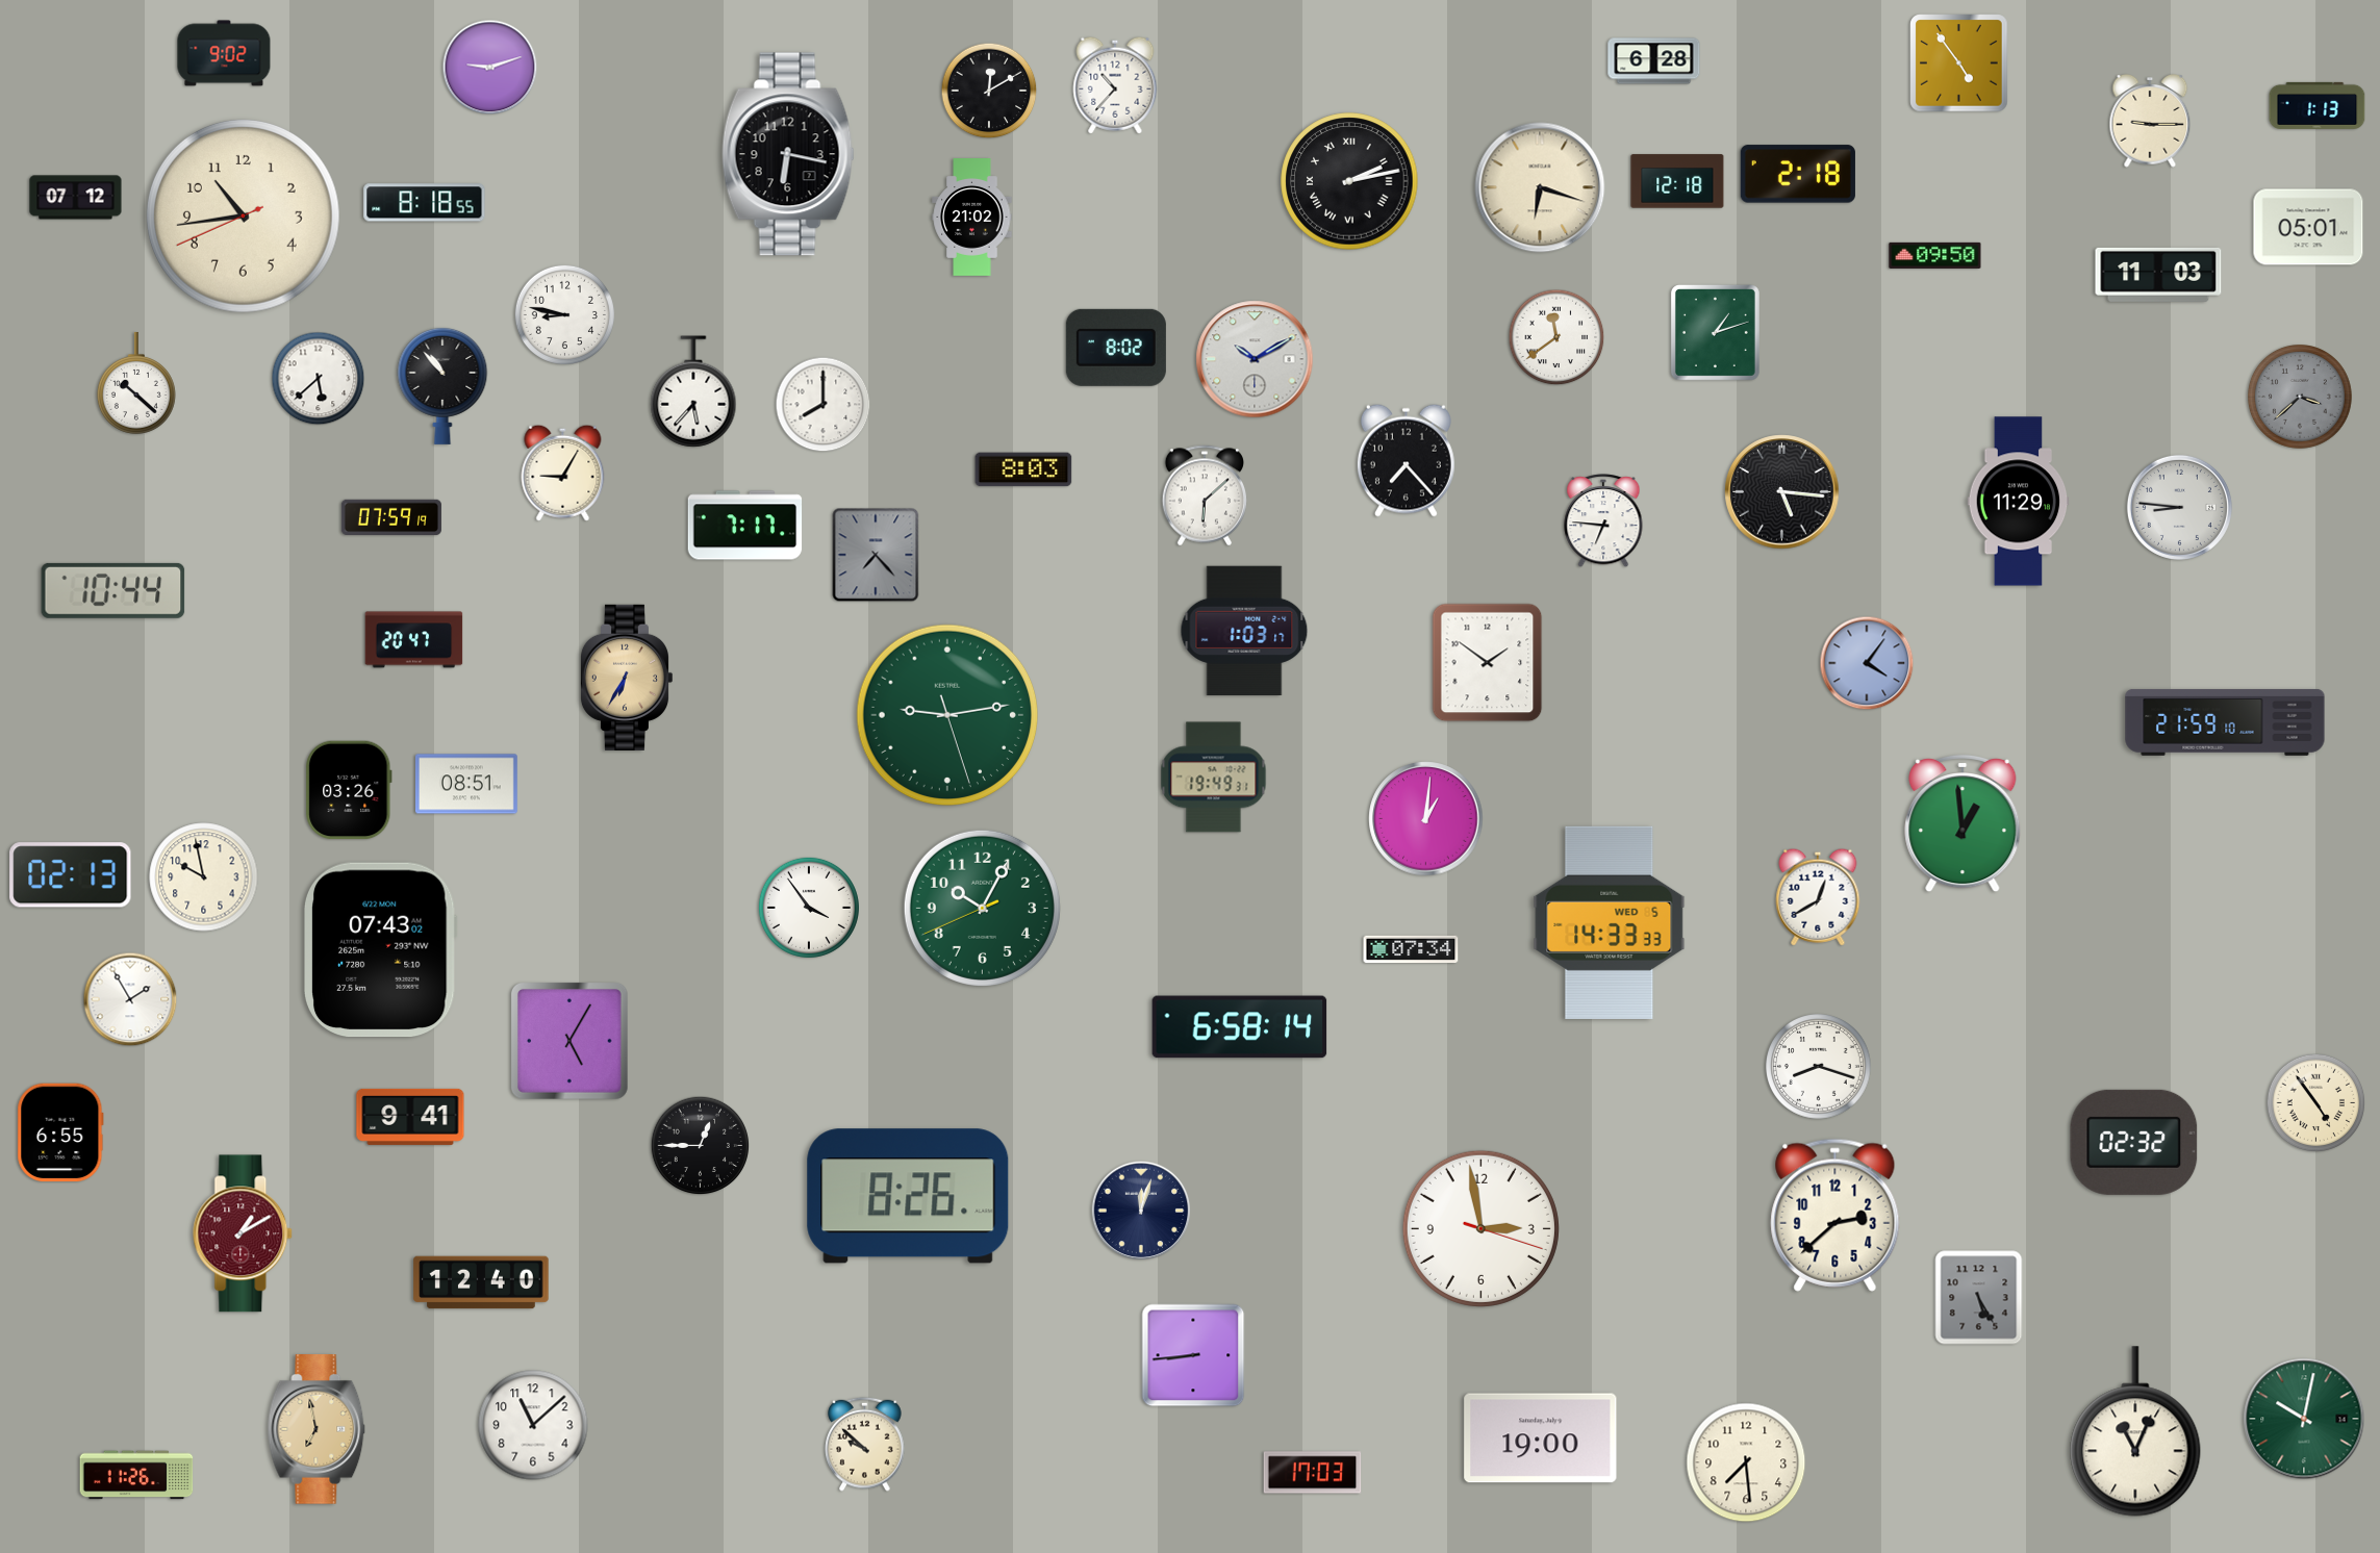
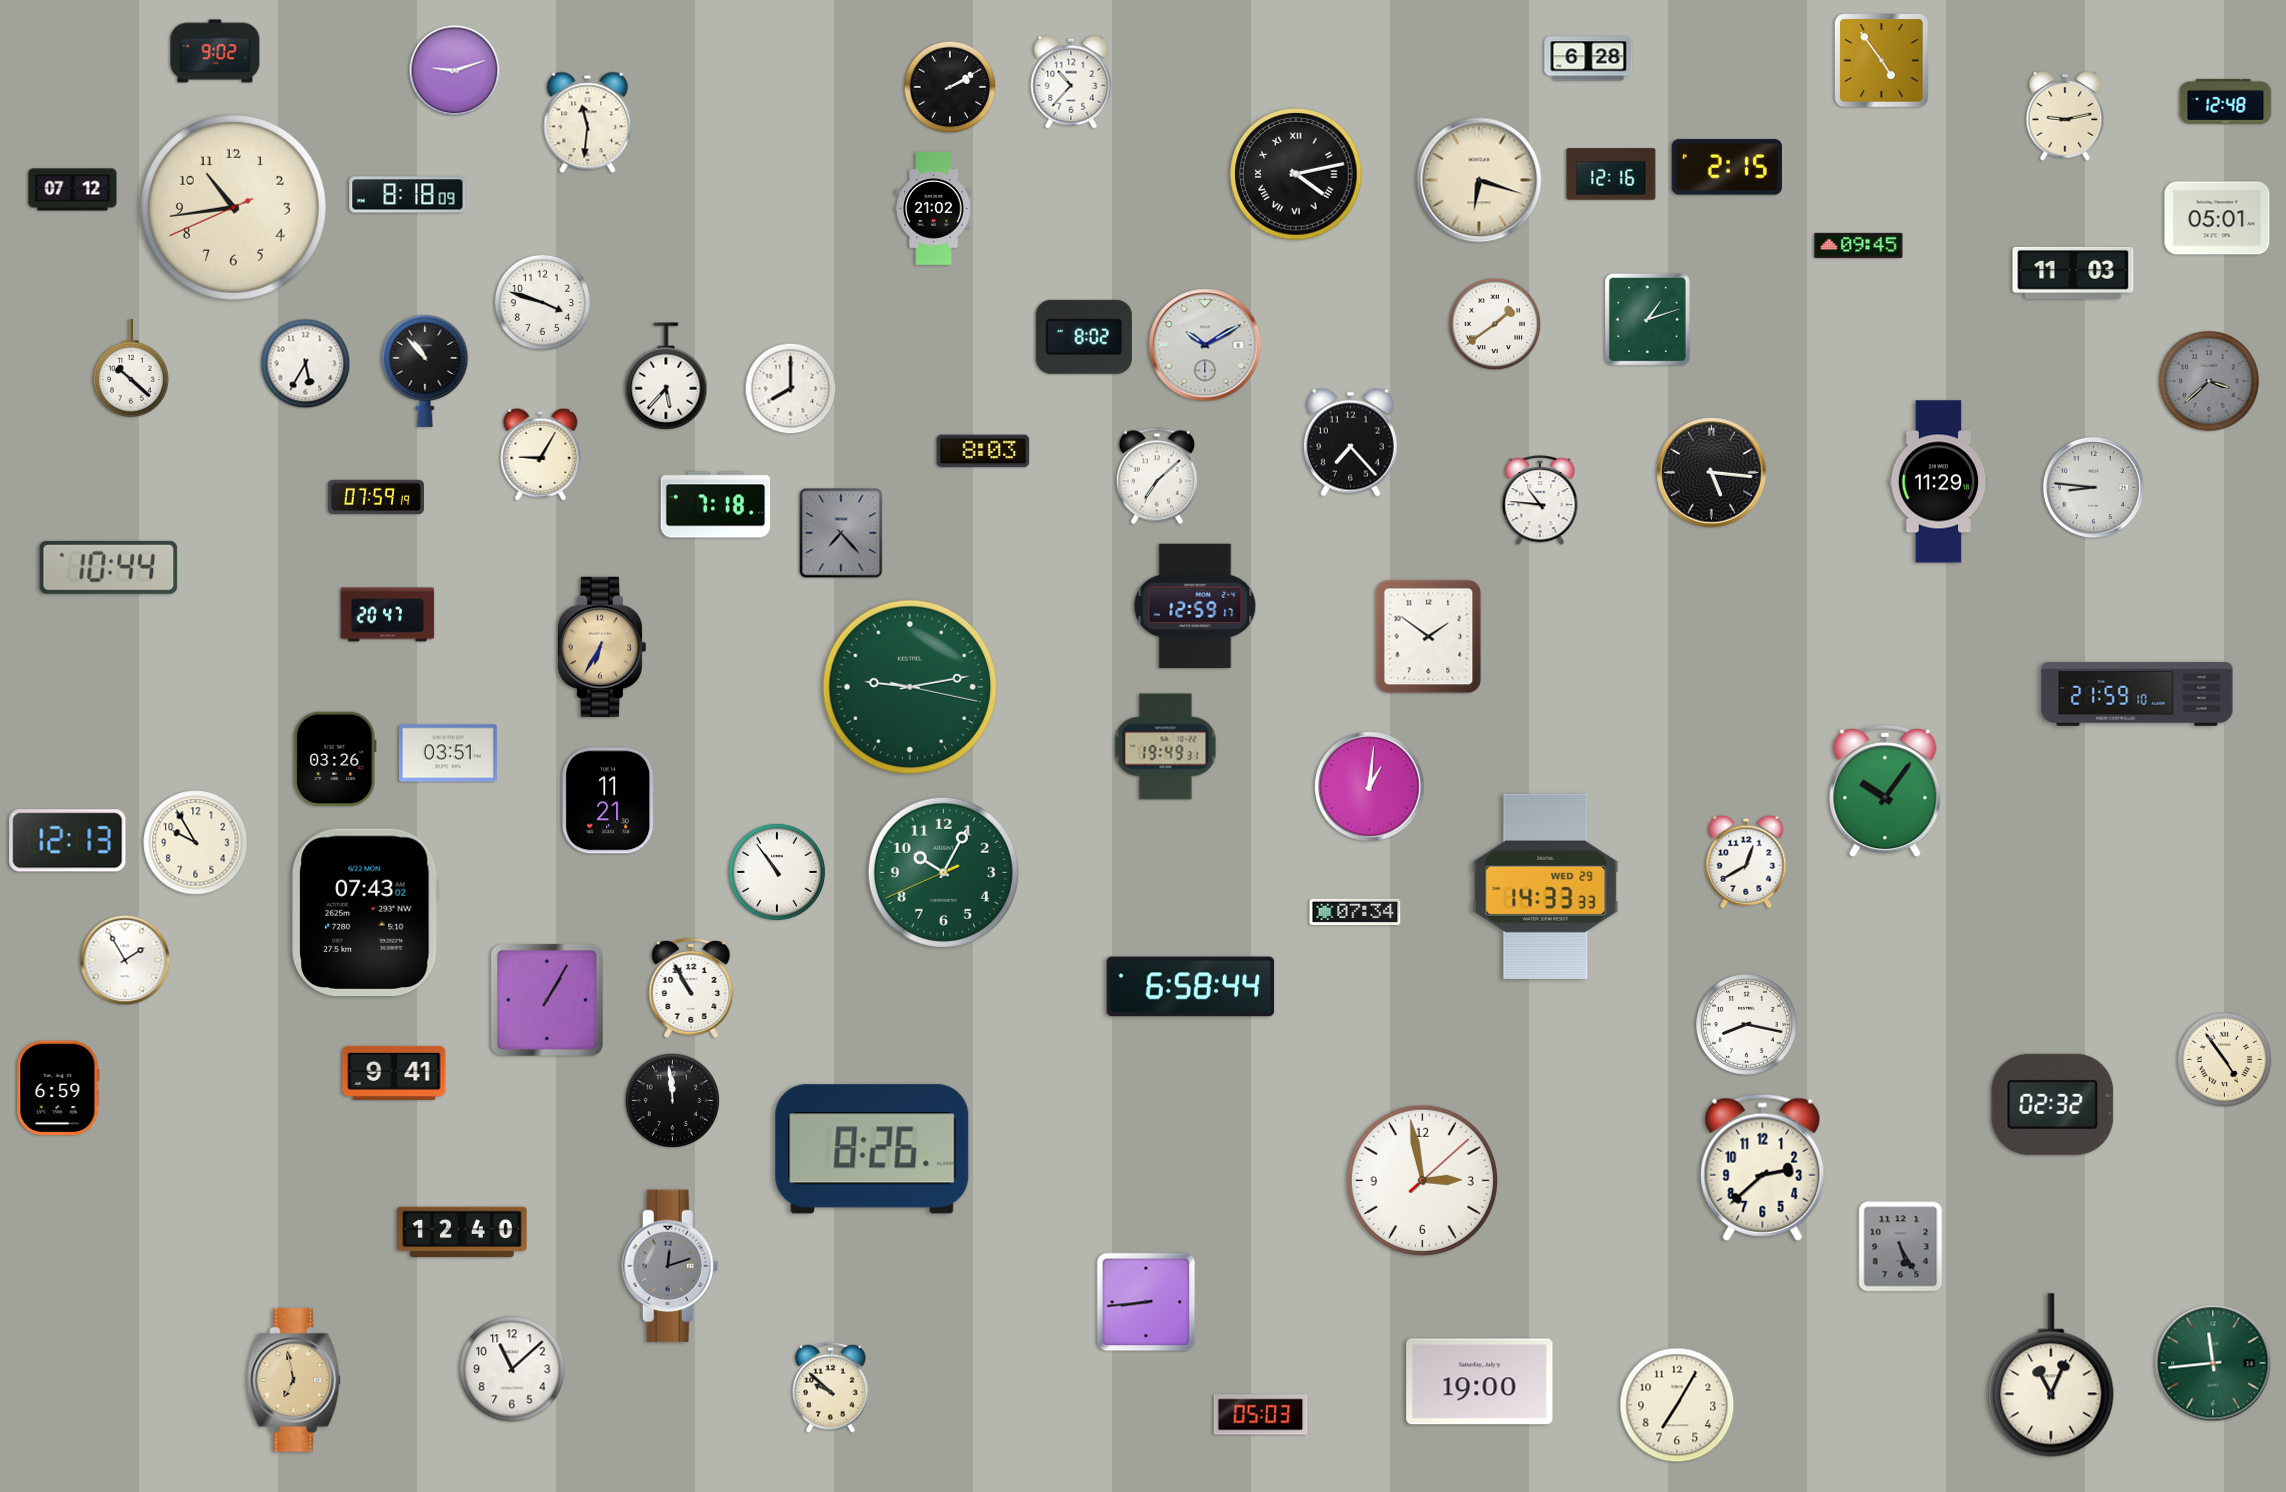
clock at (490, 68) position: (490, 68) -> (455, 71)
clock at (989, 91): 12:10 -> 2:10
clock at (2318, 105): 1:13 -> 12:48
clock at (2150, 122): 9:15 -> 9:13
clock at (588, 123): none -> 11:31
clock at (788, 154): 6:17 -> none
clock at (1798, 174): 2:18 -> 2:15
clock at (1349, 181): 2:13 -> 4:13
clock at (1677, 181): 12:18 -> 12:16
clock at (425, 203): 8:18:55 -> 8:18:09
clock at (1935, 255): 09:50 -> 09:45
clock at (2158, 275) position: (2158, 275) -> (2073, 273)
clock at (564, 314): 8:47 -> 3:48
clock at (1556, 337): 11:39 -> 1:39
clock at (1116, 348) position: (1116, 348) -> (1084, 337)
clock at (319, 379): 5:38 -> 5:35
clock at (1204, 495): 6:08 -> 7:08
clock at (1603, 521): 6:46 -> 10:46
clock at (745, 526): 7:17 -> 7:18
clock at (1244, 631): 1:03 -> 12:59
clock at (414, 640) position: (414, 640) -> (388, 615)
clock at (1867, 663): 4:06 -> none
clock at (626, 678) position: (626, 678) -> (601, 647)
clock at (947, 715): 9:13:27 -> 9:13:17
clock at (466, 784): 08:51 -> 03:51
clock at (1963, 823): 12:59 -> 10:06
clock at (609, 801): none -> 11:21
clock at (71, 875): 02:13 -> 12:13
clock at (204, 877): 9:58 -> 9:55
clock at (809, 908): 3:54 -> 10:54
clock at (1610, 922) date: WED 5 -> WED 29
clock at (1240, 1027): 6:58:14 -> 6:58:44
clock at (691, 988): none -> 10:55
clock at (571, 1042): 5:05 -> 1:05
clock at (1819, 1067): 8:18 -> 8:17
clock at (60, 1132): 6:55 -> 6:59
clock at (2134, 1142) position: (2134, 1142) -> (2053, 1104)
clock at (701, 1146): 12:45 -> 11:59
clock at (1141, 1211): 12:03 -> none
clock at (1480, 1228): 2:58:18 -> 2:58:08
clock at (244, 1233): 1:10 -> none
clock at (670, 1266): none -> 12:12
clock at (2304, 1419): 10:02 -> 11:44
clock at (317, 1429) position: (317, 1429) -> (294, 1380)
clock at (1746, 1462): 7:29 -> 7:05
clock at (1313, 1473): 17:03 -> 05:03
clock at (136, 1475): 11:26 -> none
